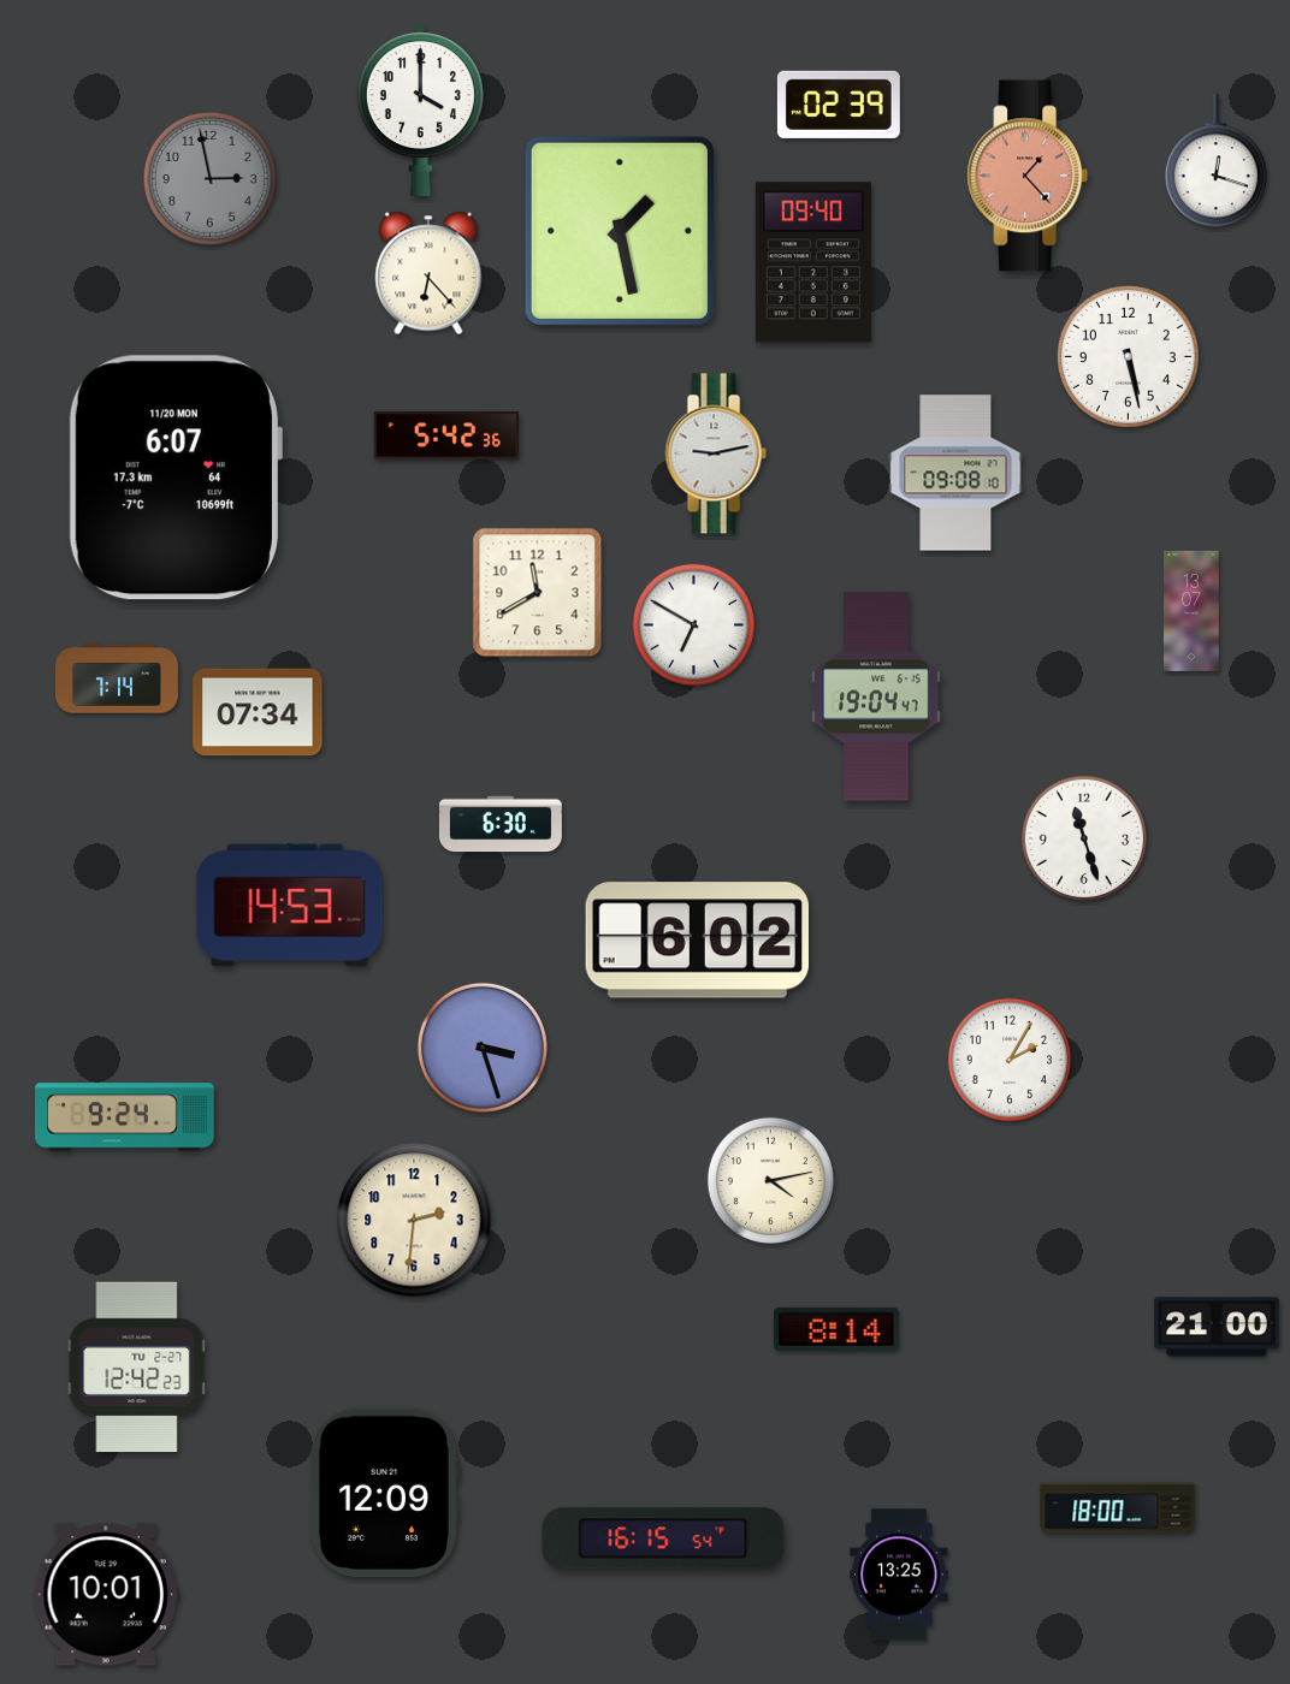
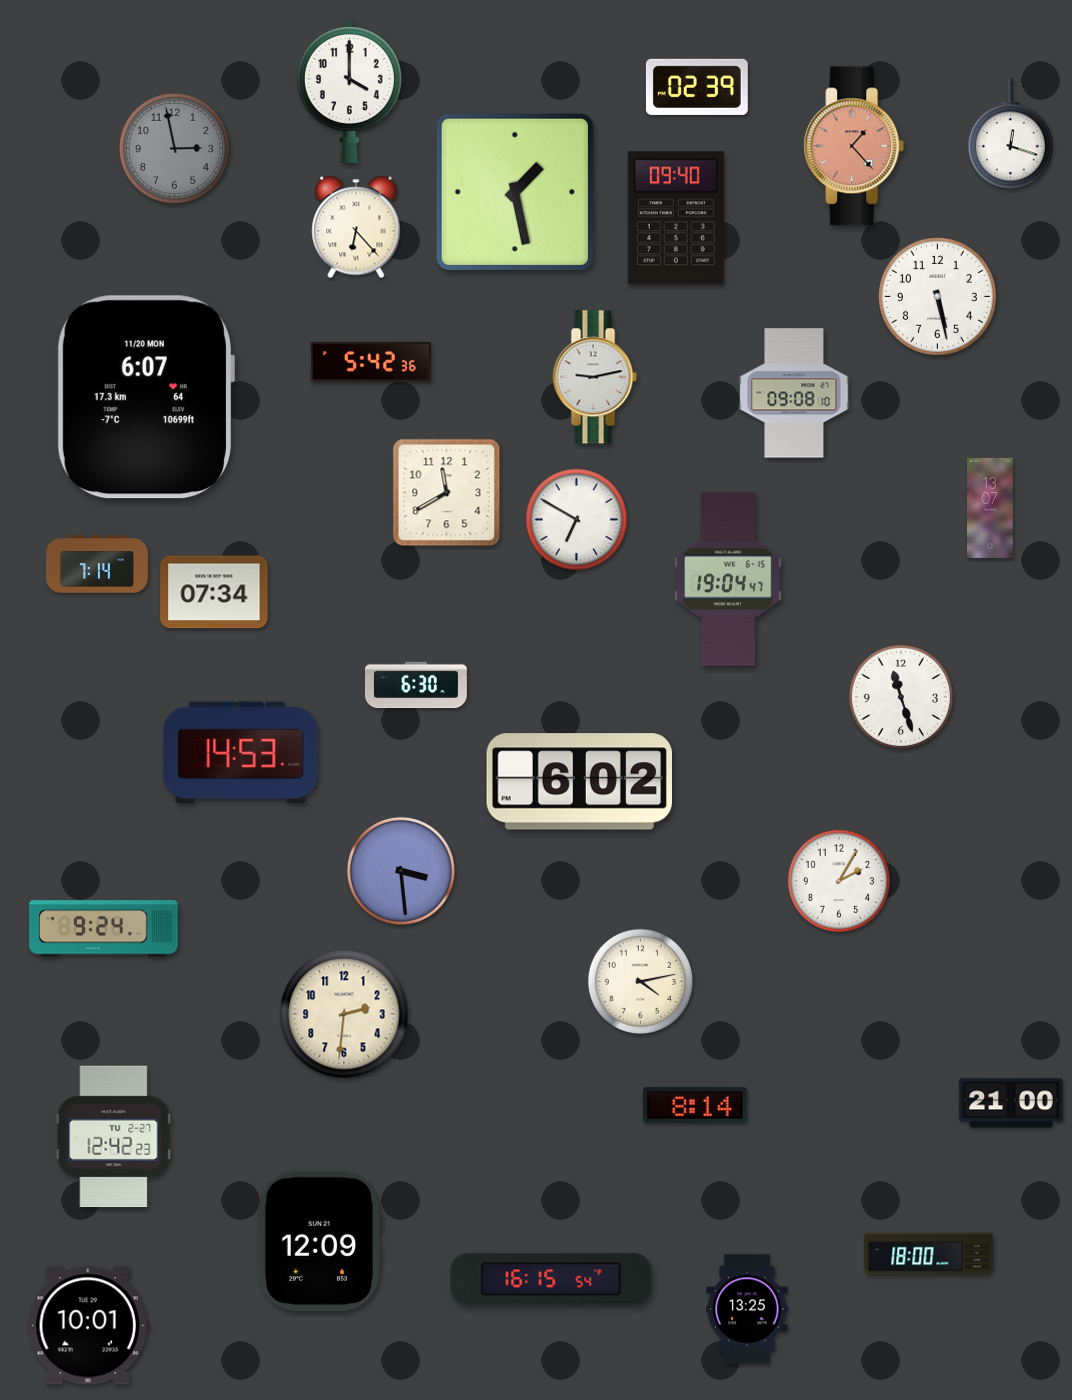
clock at (483, 1048): 3:27 -> 3:29
